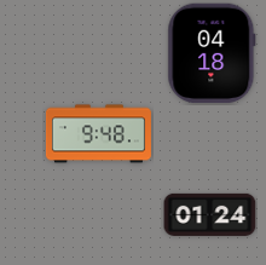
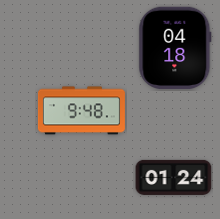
clock at (212, 53) position: (212, 53) -> (175, 48)
